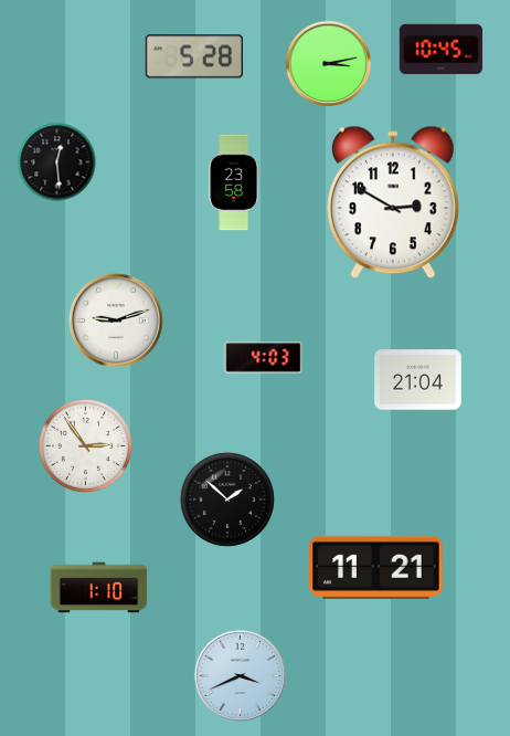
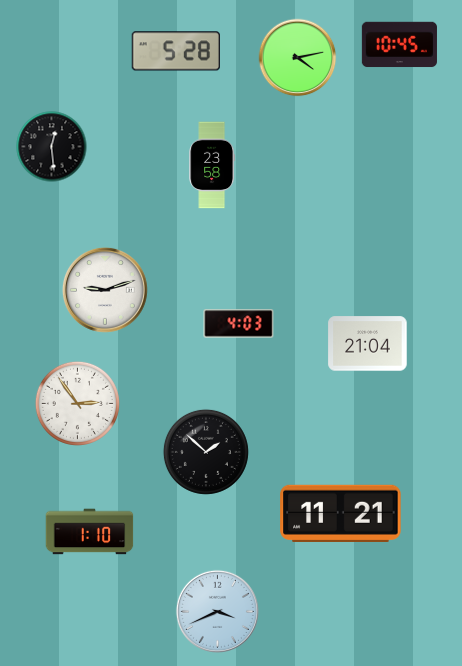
clock at (329, 64): 3:13 -> 4:13
clock at (393, 202): 2:50 -> none
clock at (418, 380) position: (418, 380) -> (368, 344)
